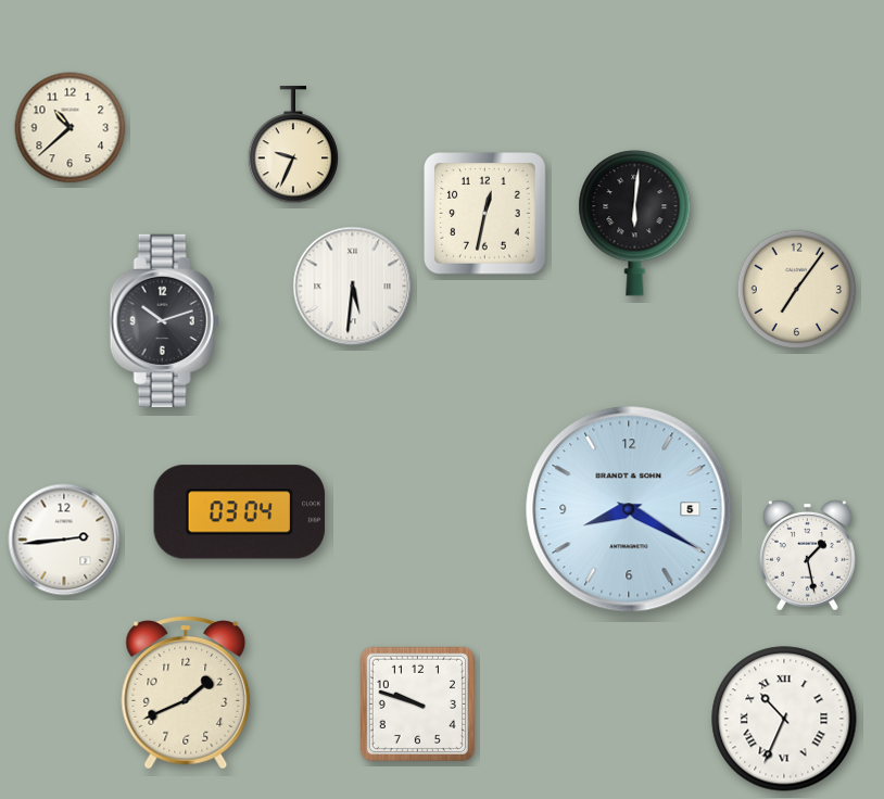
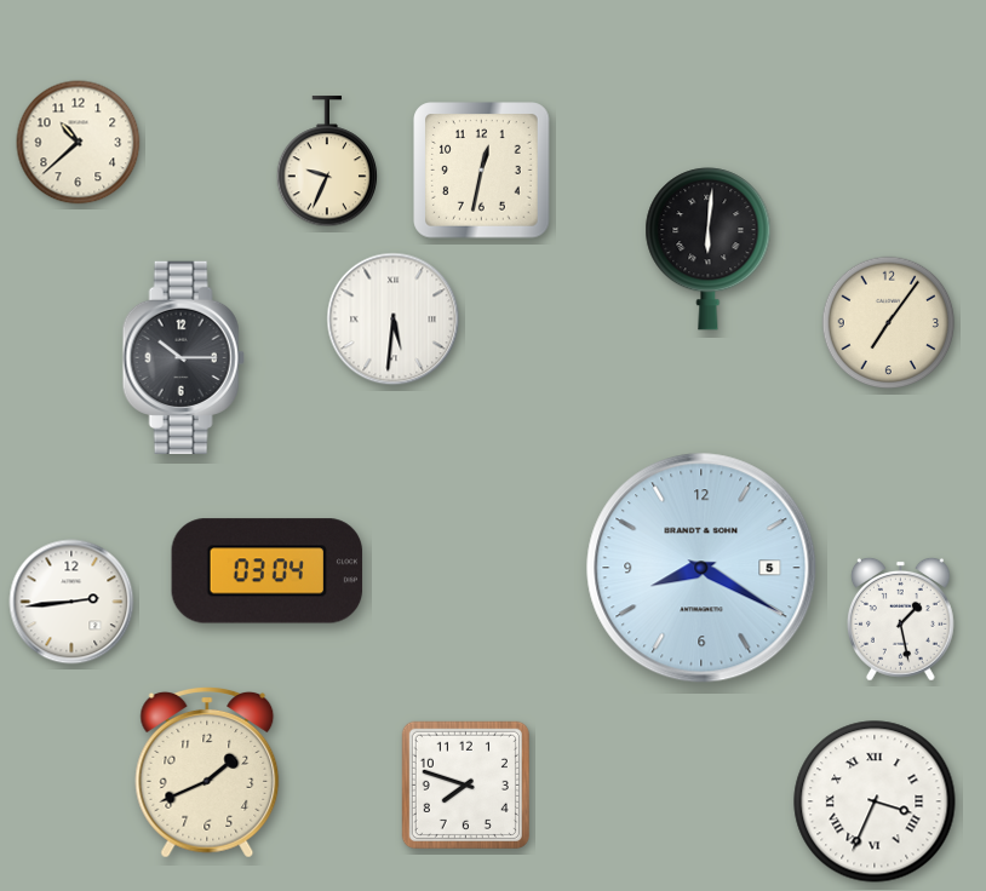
clock at (485, 214) position: (485, 214) -> (482, 171)
clock at (164, 320): 10:12 -> 10:15
clock at (417, 703): 9:48 -> 7:48
clock at (784, 719): 10:34 -> 3:34
